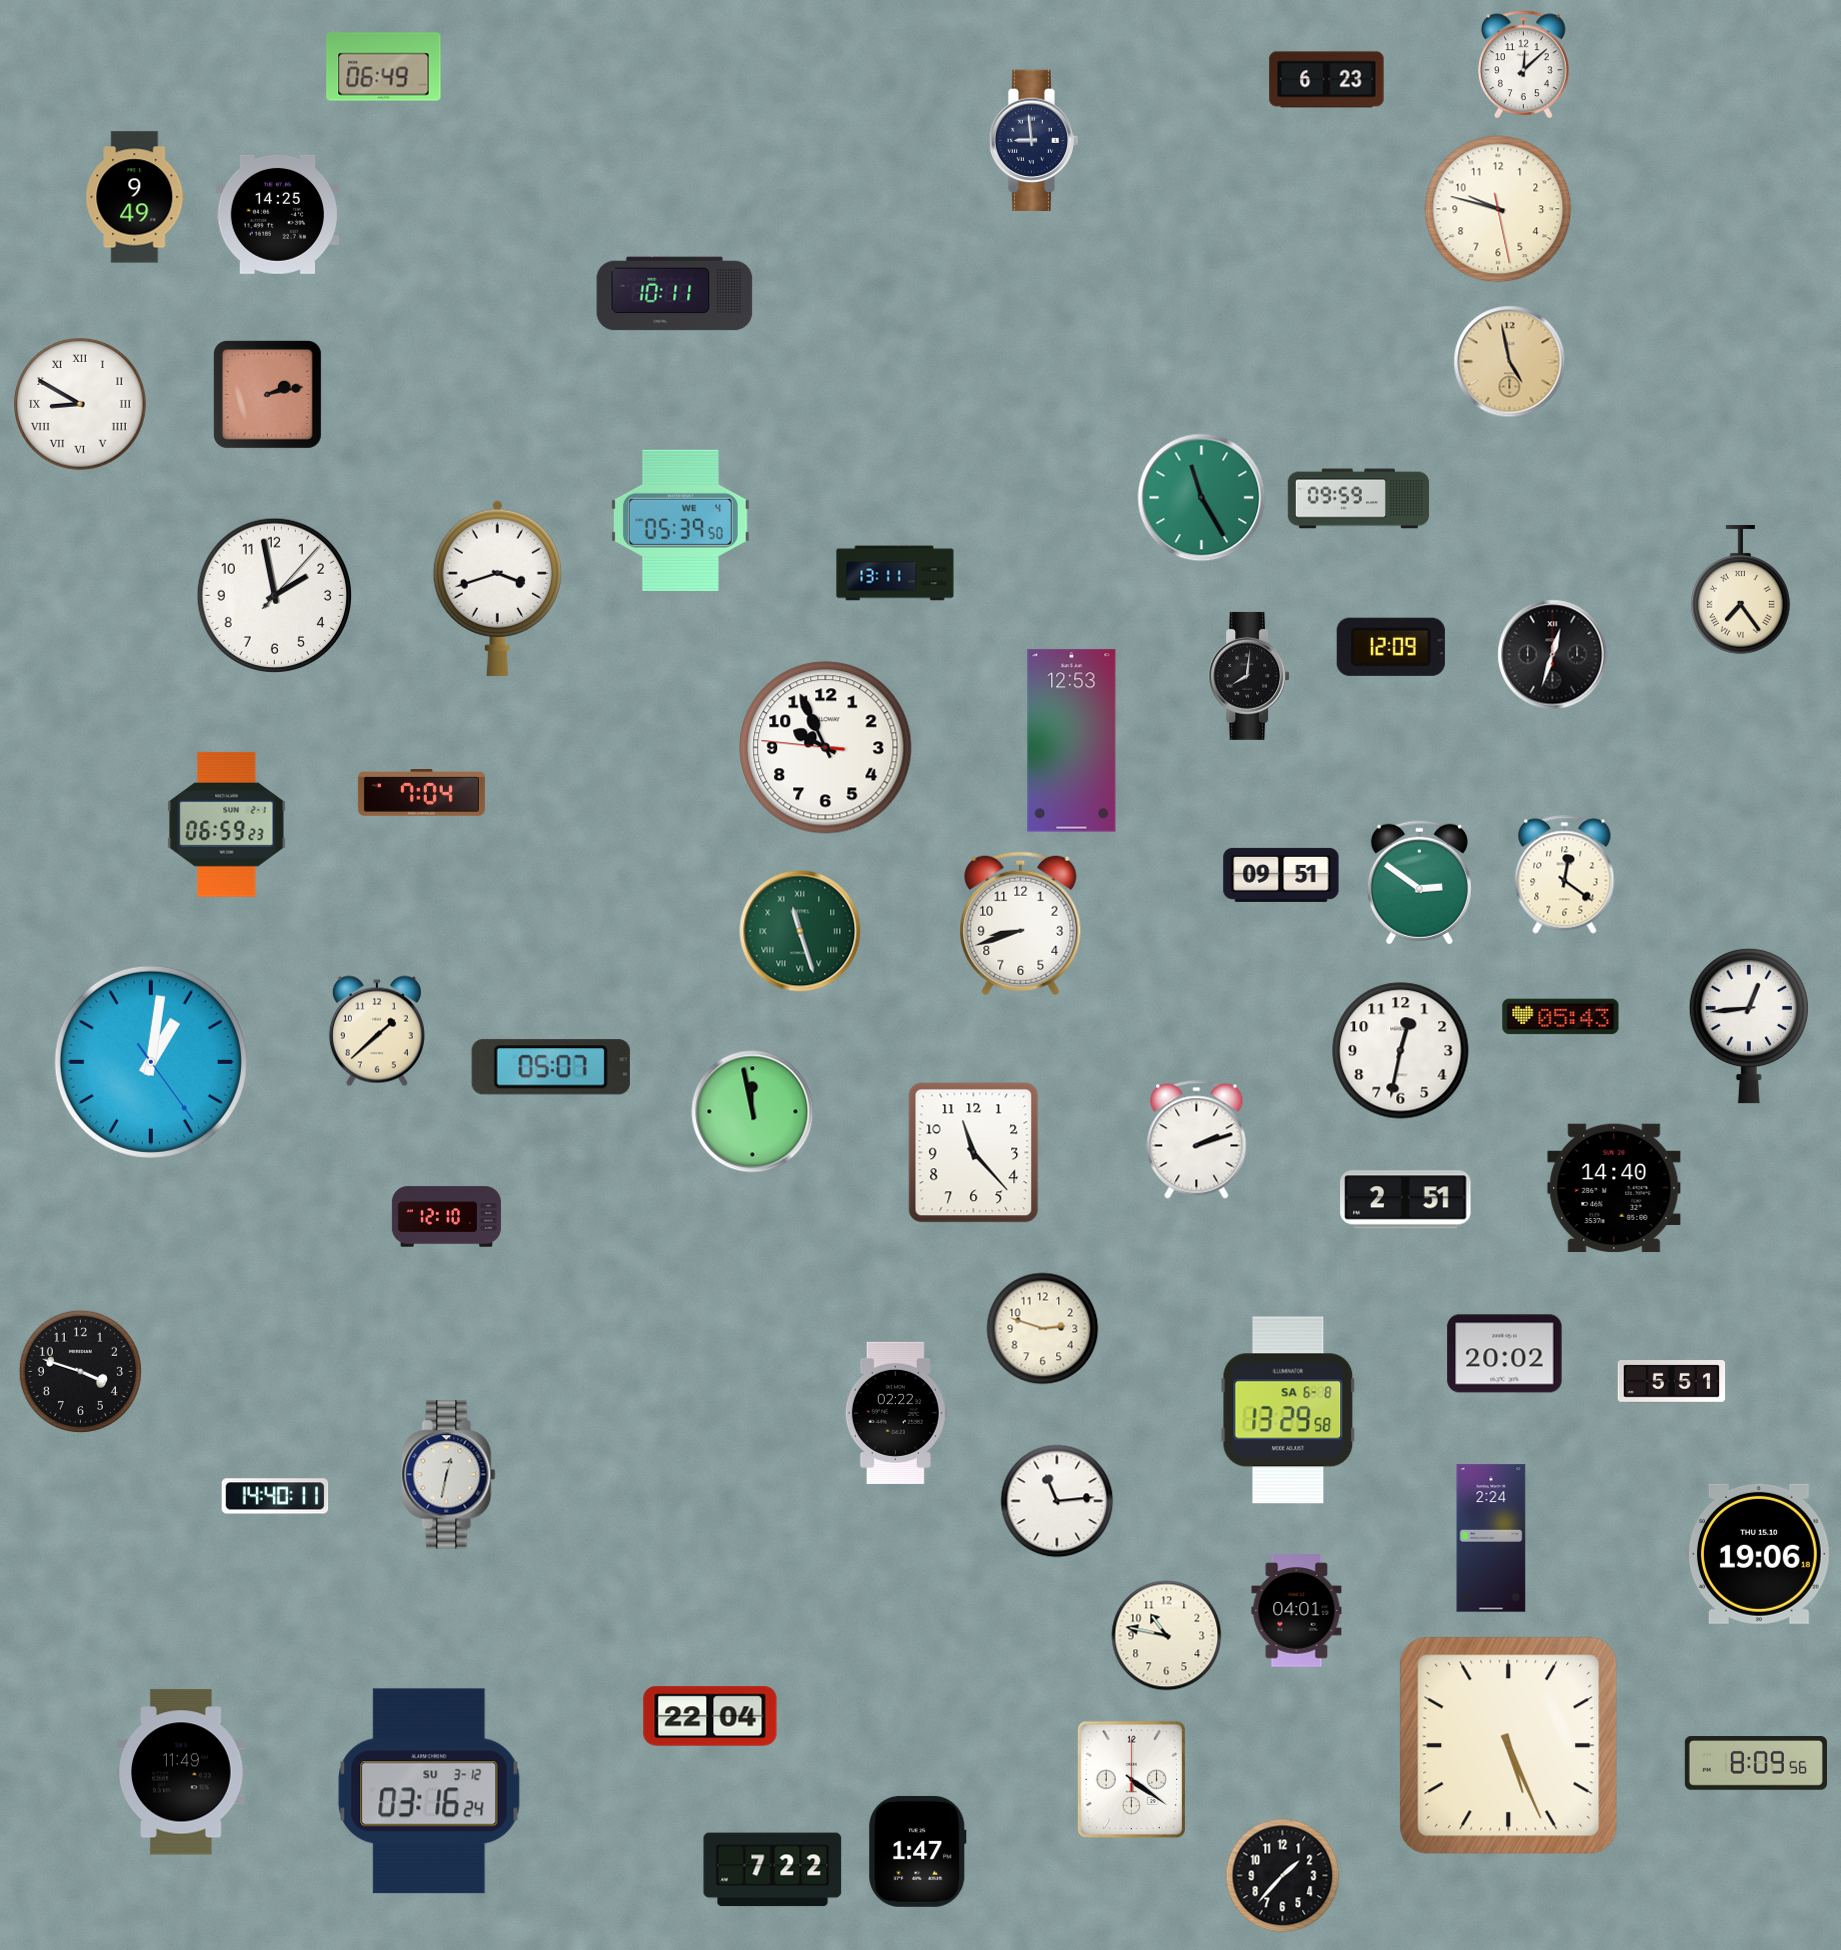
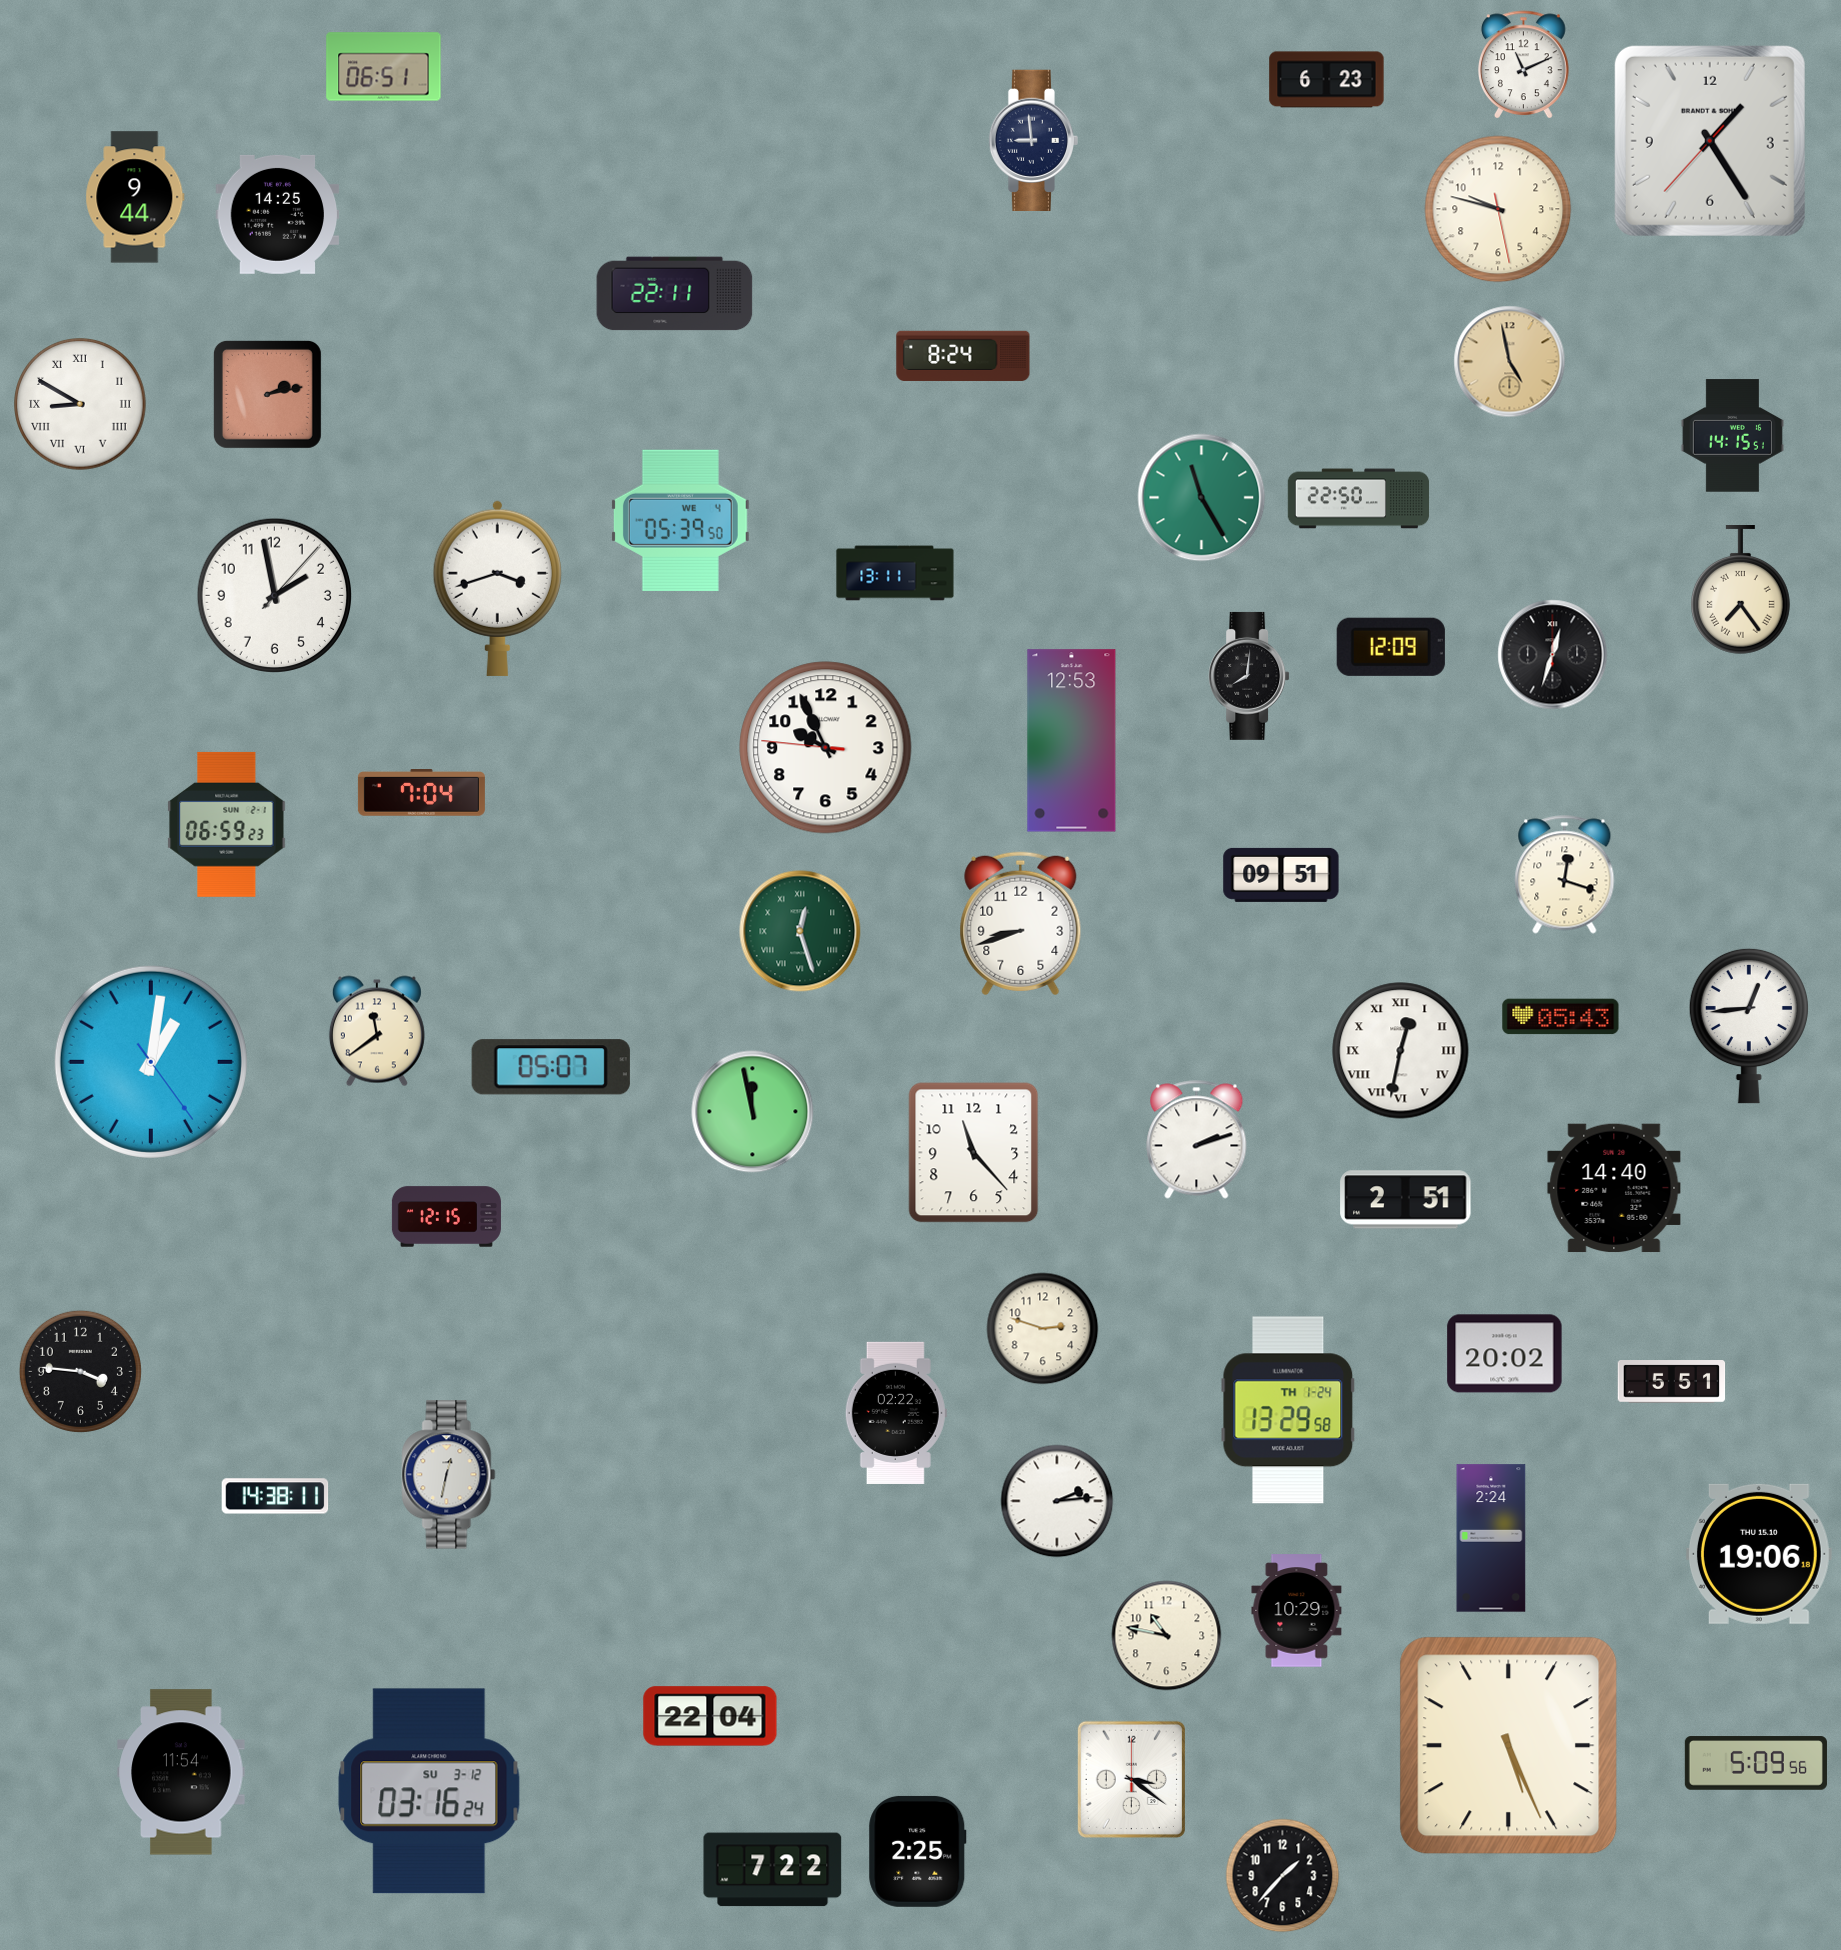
clock at (1524, 65): 12:08 -> 11:11
clock at (384, 67): 06:49 -> 06:51
clock at (1710, 141): none -> 1:24
clock at (135, 197): 9:49 -> 9:44
clock at (675, 294): 10:11 -> 22:11
clock at (963, 356): none -> 8:24
clock at (1732, 436): none -> 14:15
clock at (1359, 499): 09:59 -> 22:50
clock at (1565, 875): 12:21 -> 12:18
clock at (1419, 882): 2:51 -> none
clock at (800, 931): 11:27 -> 12:27
clock at (377, 1031): 1:38 -> 11:39
clock at (1401, 1051) numerals: Arabic -> Roman
clock at (446, 1217): 12:10 -> 12:15
clock at (80, 1371): 3:48 -> 3:46
clock at (1288, 1410) date: SA 6-8 -> TH 1-24
clock at (275, 1496): 14:40 -> 14:38
clock at (1057, 1501): 11:14 -> 2:14
clock at (1297, 1611): 04:01 -> 10:29
clock at (1756, 1763): 8:09 -> 5:09
clock at (181, 1772): 11:49 -> 11:54
clock at (1131, 1779): 4:21 -> 3:21
clock at (918, 1851): 1:47 -> 2:25
